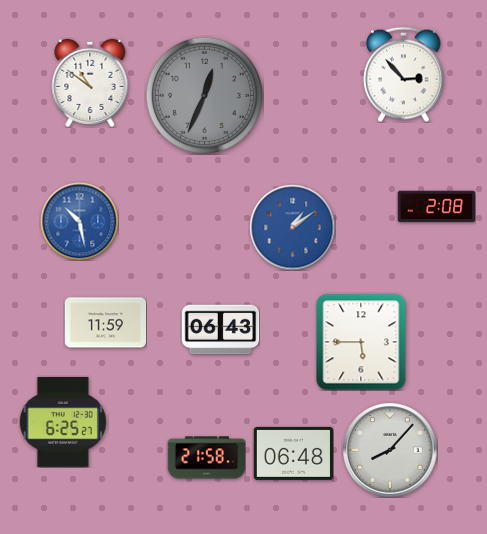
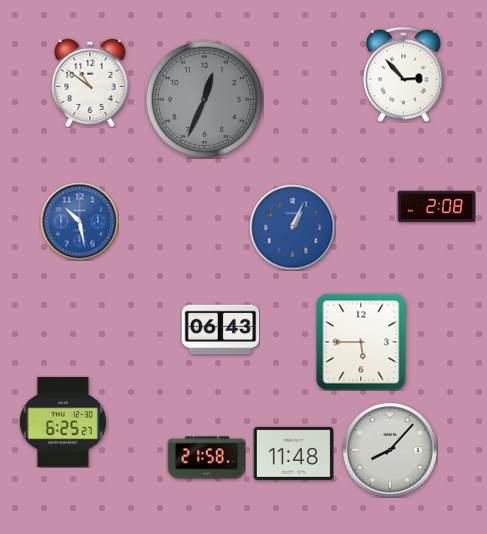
clock at (204, 95) position: (204, 95) -> (204, 99)
clock at (292, 227): 1:09 -> 1:04
clock at (105, 323): 11:59 -> none
clock at (293, 453): 06:48 -> 11:48
